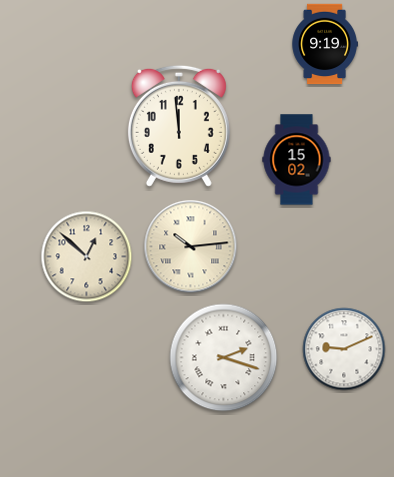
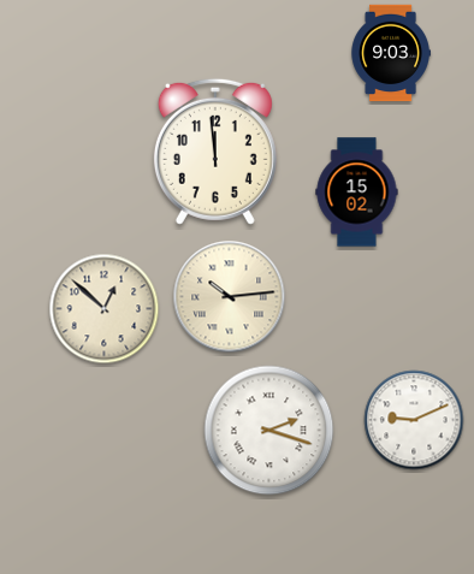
clock at (324, 44): 9:19 -> 9:03
